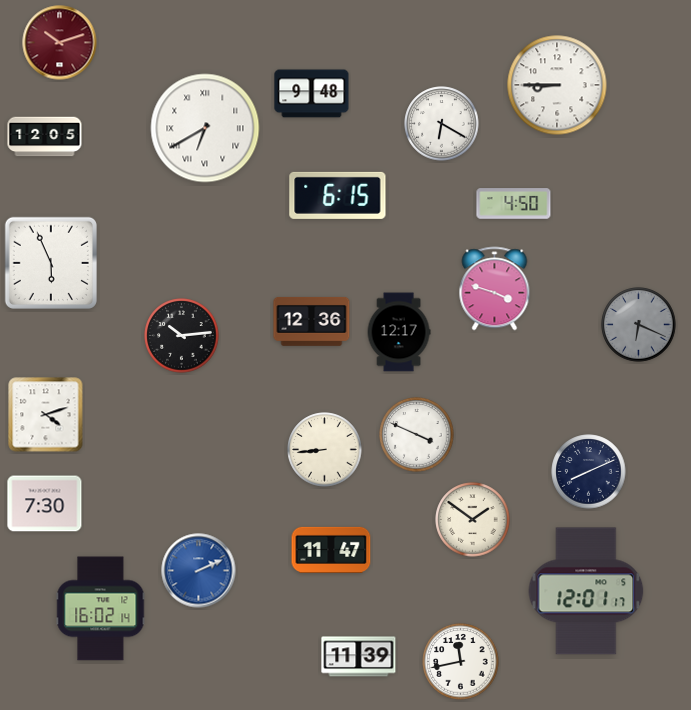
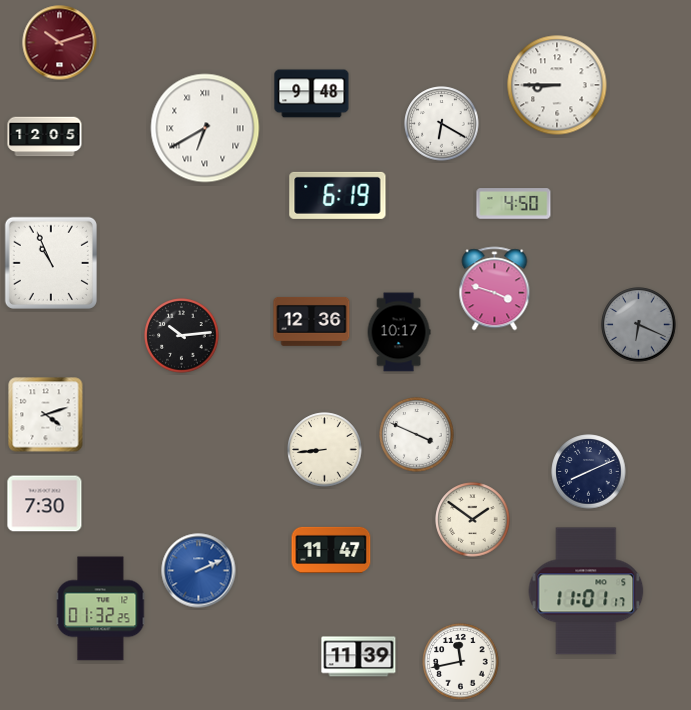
clock at (338, 195): 6:15 -> 6:19
clock at (51, 263): 5:56 -> 10:56
clock at (399, 332): 12:17 -> 10:17
clock at (586, 591): 12:01 -> 11:01
clock at (101, 609): 16:02 -> 01:32
